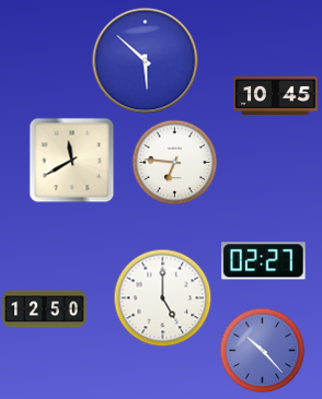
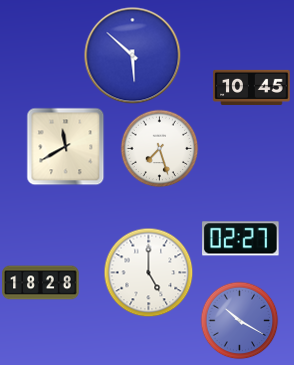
clock at (174, 162): 6:46 -> 7:27
clock at (45, 309): 12:50 -> 18:28
clock at (262, 350): 10:23 -> 10:20
